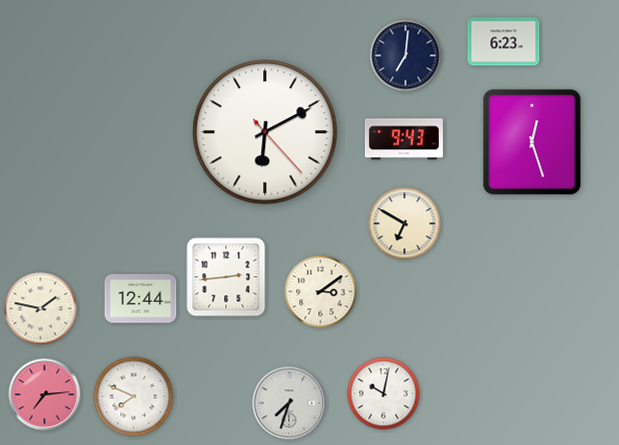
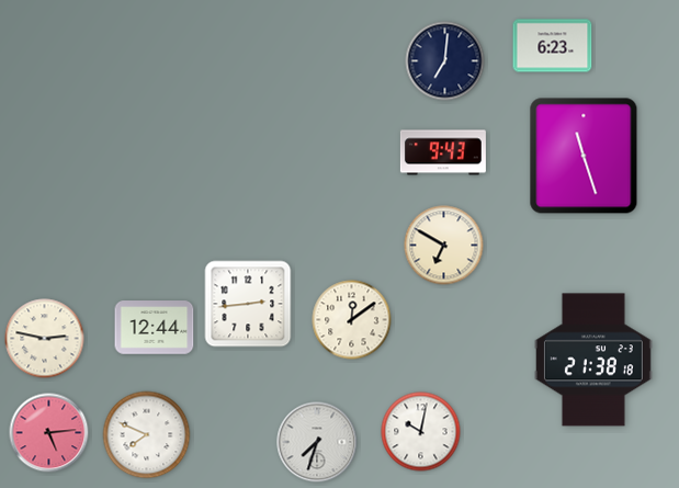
clock at (265, 132): 6:10 -> none
clock at (532, 142): 12:27 -> 11:27
clock at (321, 292): 3:09 -> 12:09
clock at (41, 309): 1:47 -> 2:47
clock at (593, 360): none -> 21:38
clock at (45, 395): 7:14 -> 5:14
